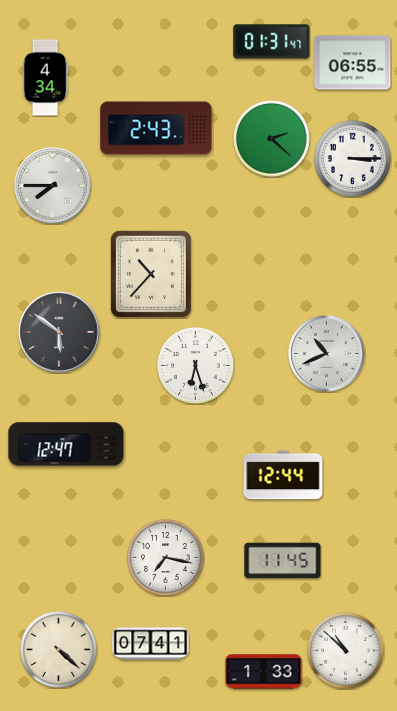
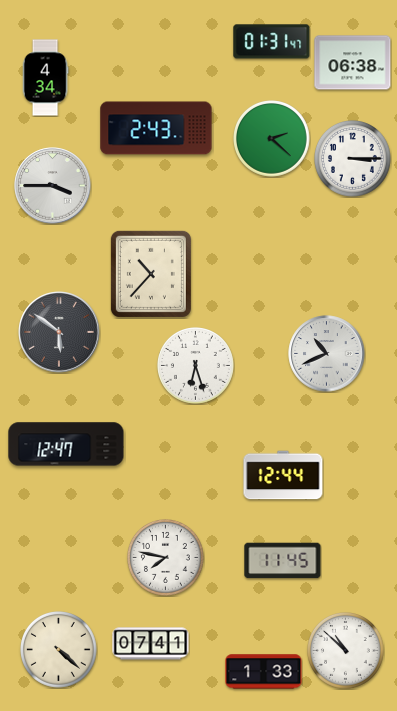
clock at (353, 63): 06:55 -> 06:38
clock at (53, 186): 7:45 -> 3:45
clock at (166, 558): 7:17 -> 7:47
